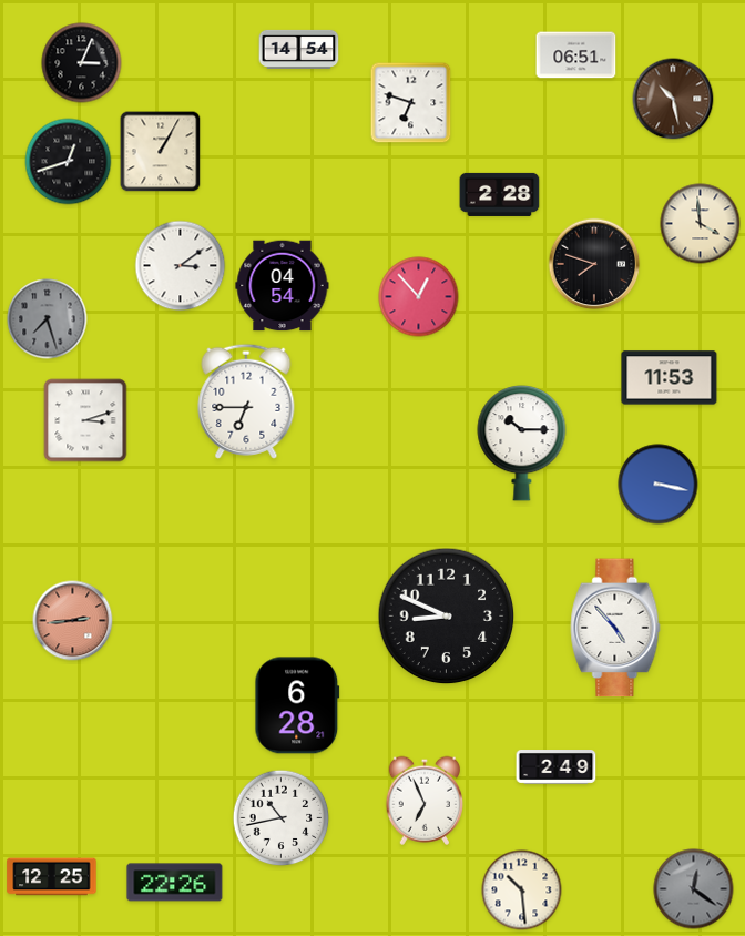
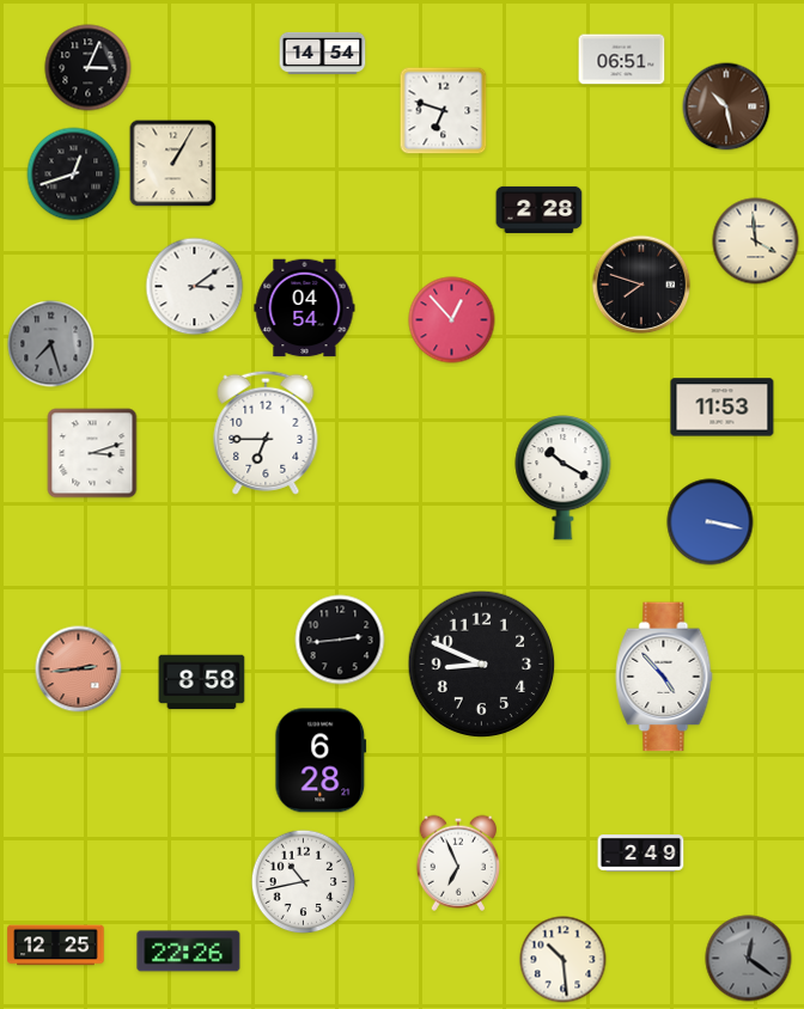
clock at (522, 444): 10:15 -> 10:20
clock at (340, 640): none -> 2:44
clock at (202, 683): none -> 8:58
clock at (557, 767) position: (557, 767) -> (641, 854)
